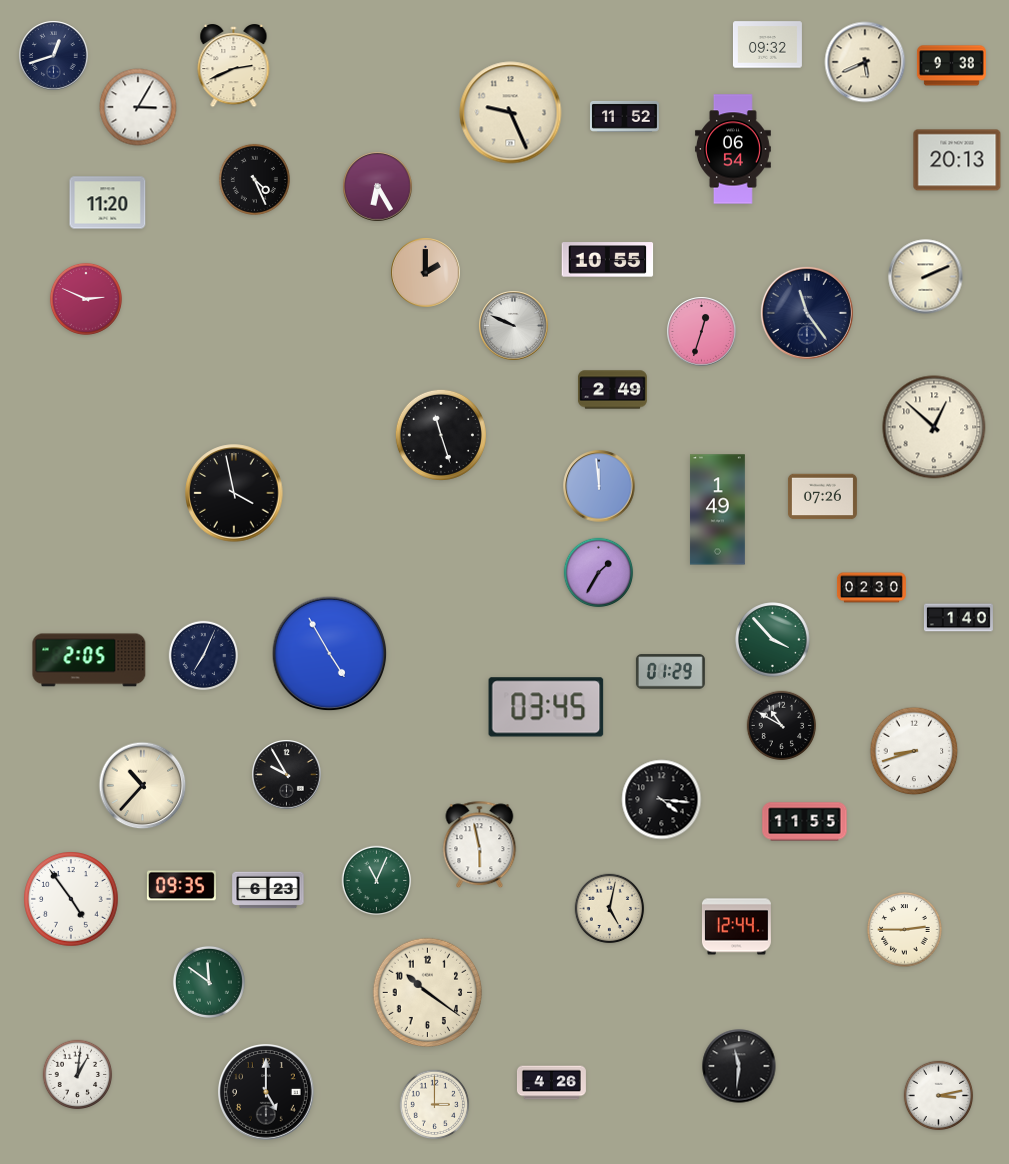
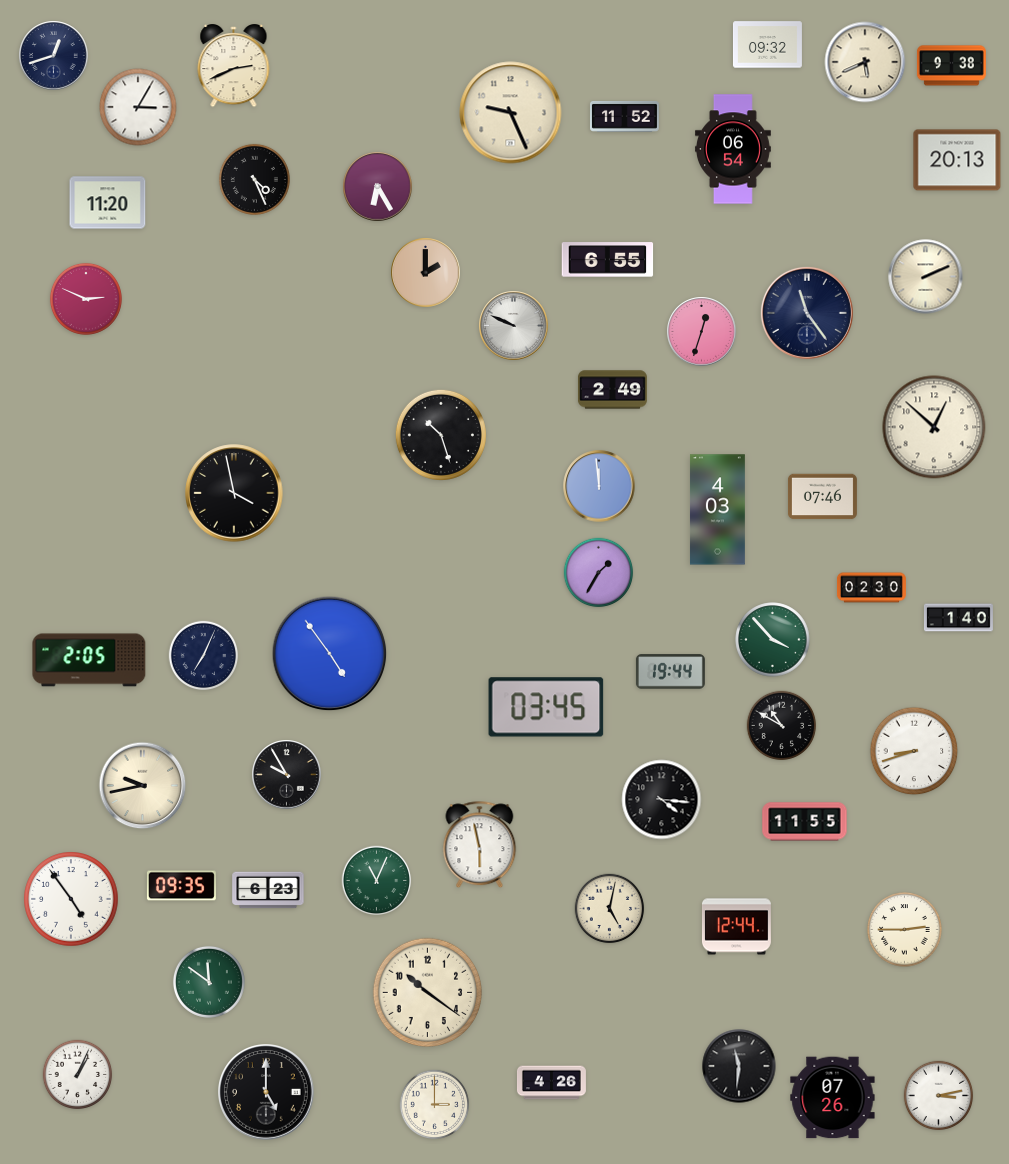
clock at (608, 260): 10:55 -> 6:55
clock at (441, 435): 11:27 -> 10:27
clock at (822, 497): 07:26 -> 07:46
clock at (717, 510): 1:49 -> 4:03
clock at (330, 654): 4:55 -> 4:54
clock at (670, 672): 01:29 -> 19:44
clock at (143, 786): 10:37 -> 9:43
clock at (78, 1075): 1:01 -> 1:04
clock at (833, 1098): none -> 07:26
